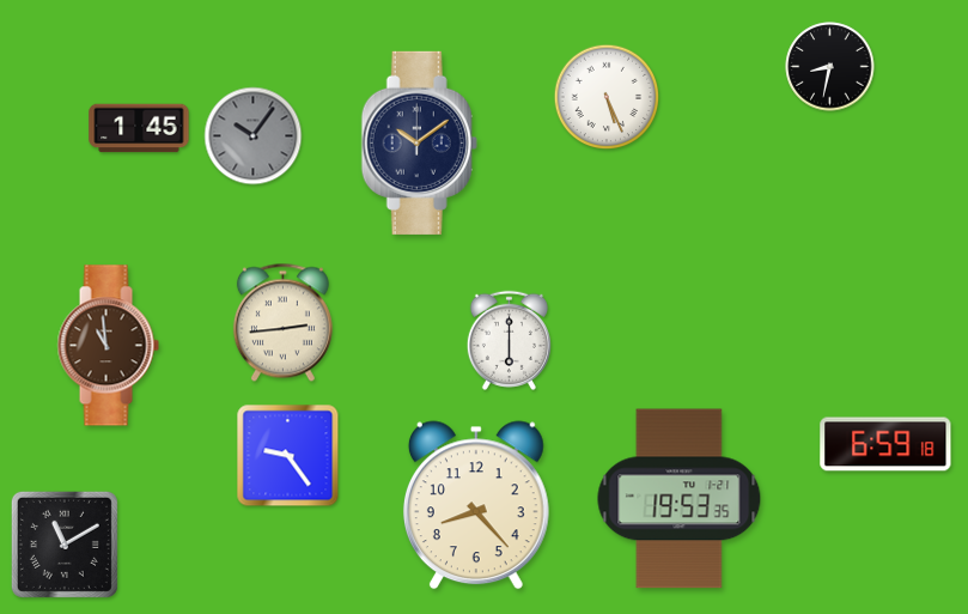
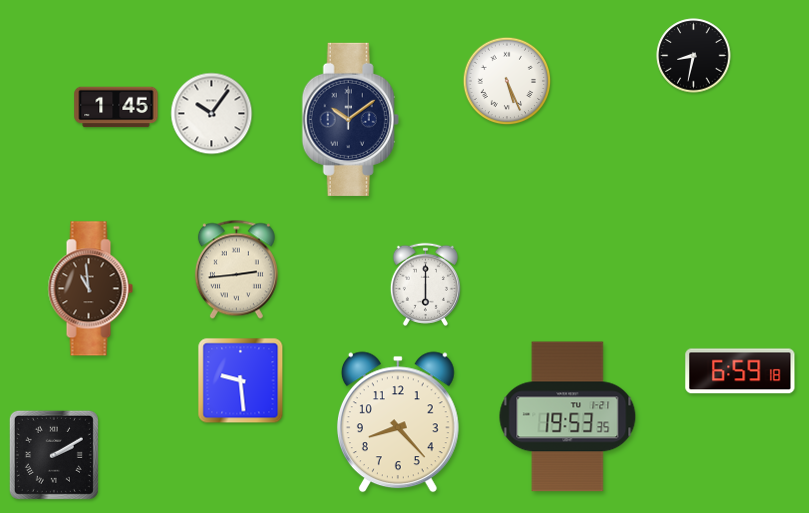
clock at (254, 136) dial: grey -> white
clock at (288, 456): 9:24 -> 9:29
clock at (65, 545): 11:10 -> 2:10
